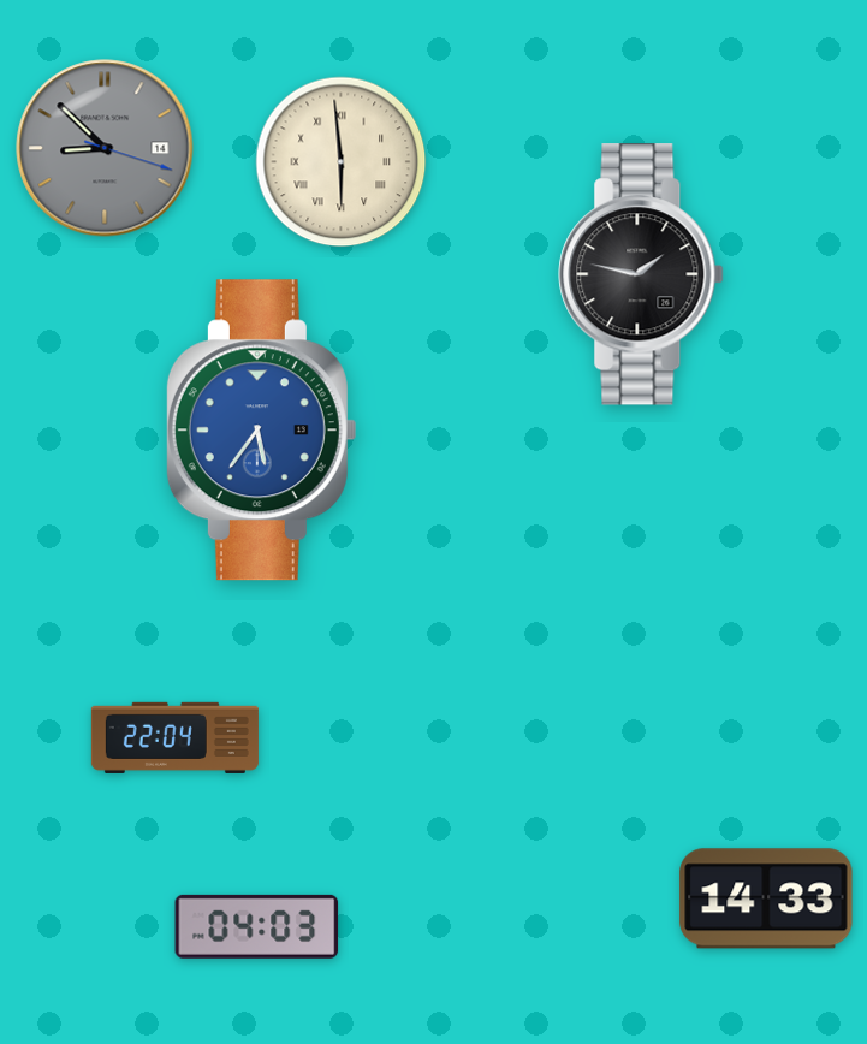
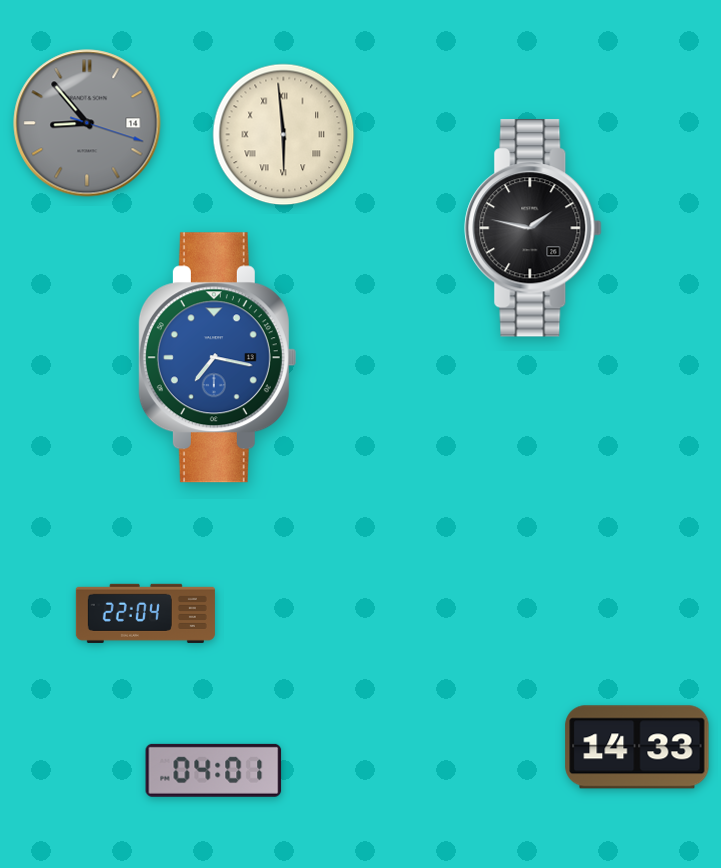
clock at (105, 148): 8:52 -> 8:53
clock at (261, 431): 5:36 -> 7:17
clock at (257, 926): 04:03 -> 04:01
